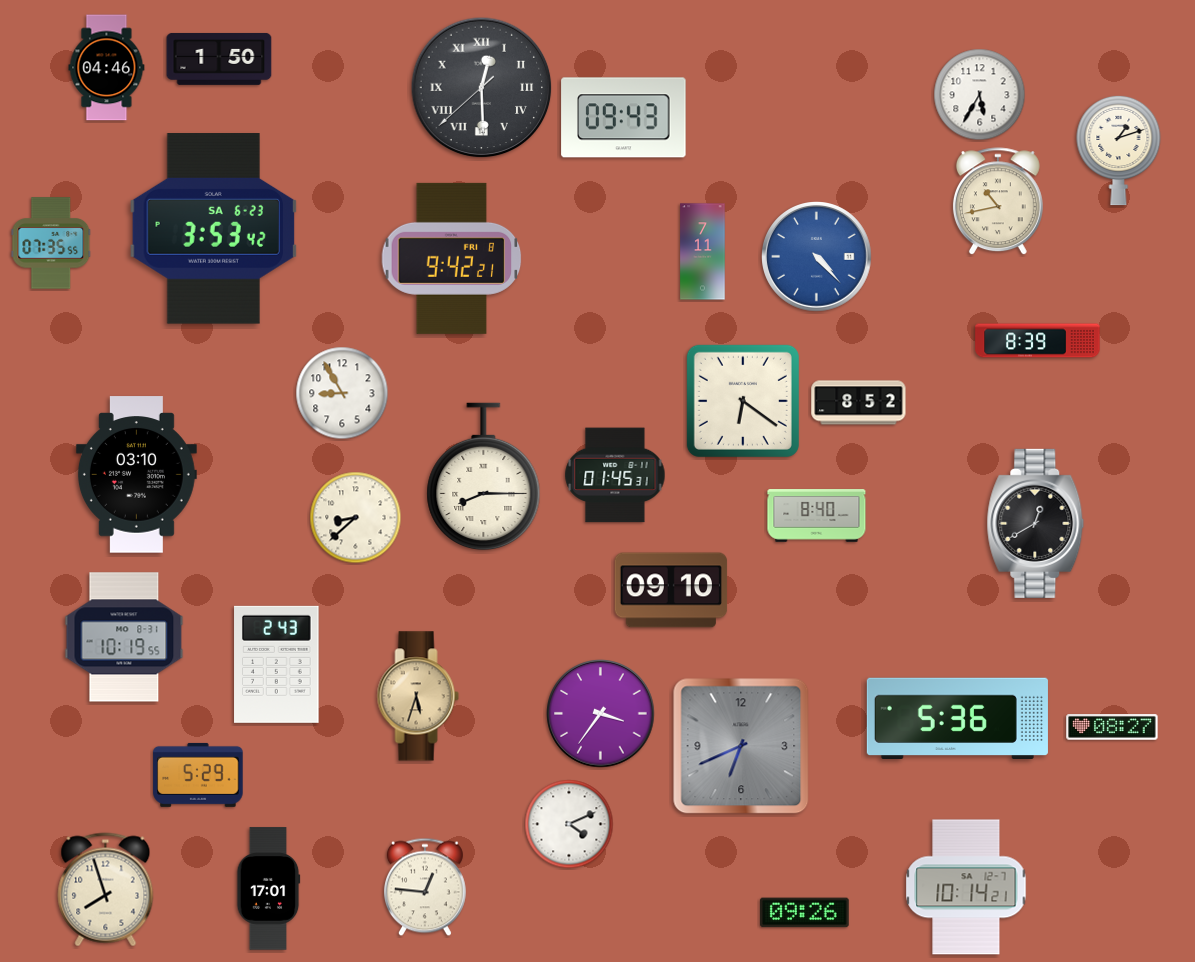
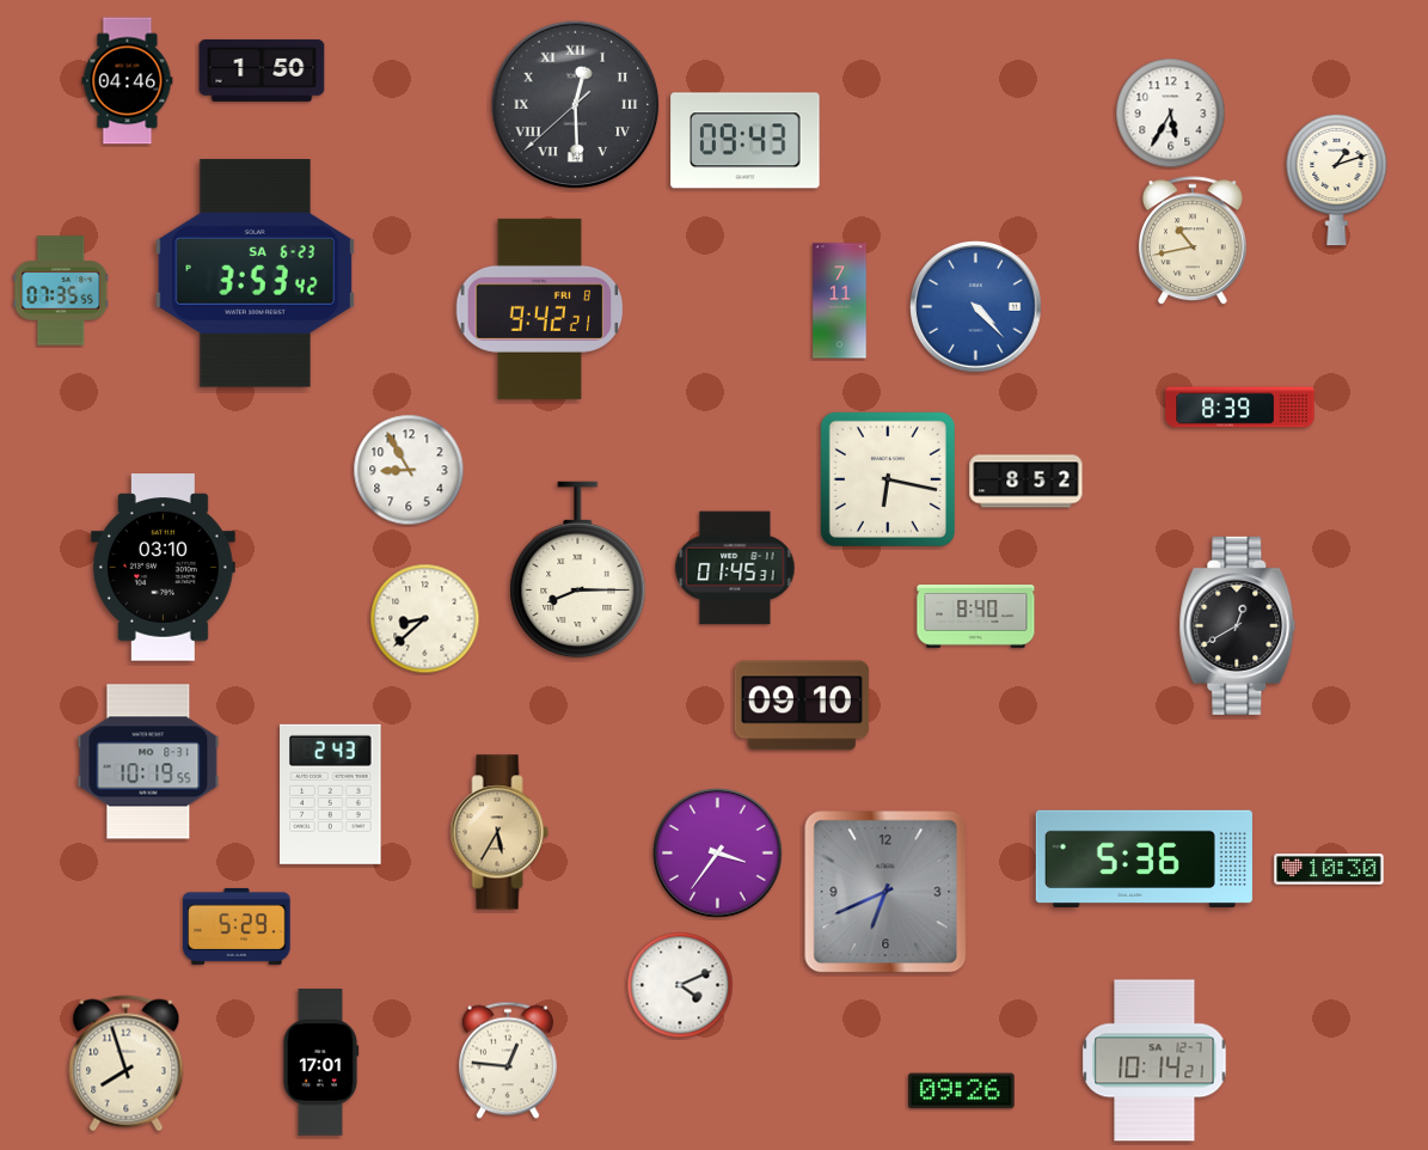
clock at (743, 401): 6:21 -> 6:17
clock at (418, 696): 5:33 -> 5:35
clock at (1112, 727): 08:27 -> 10:30
